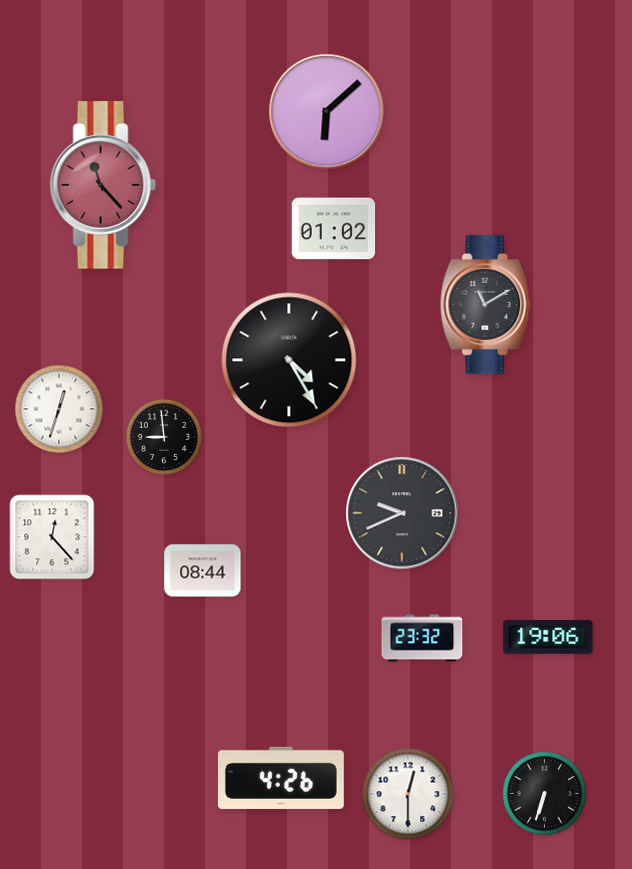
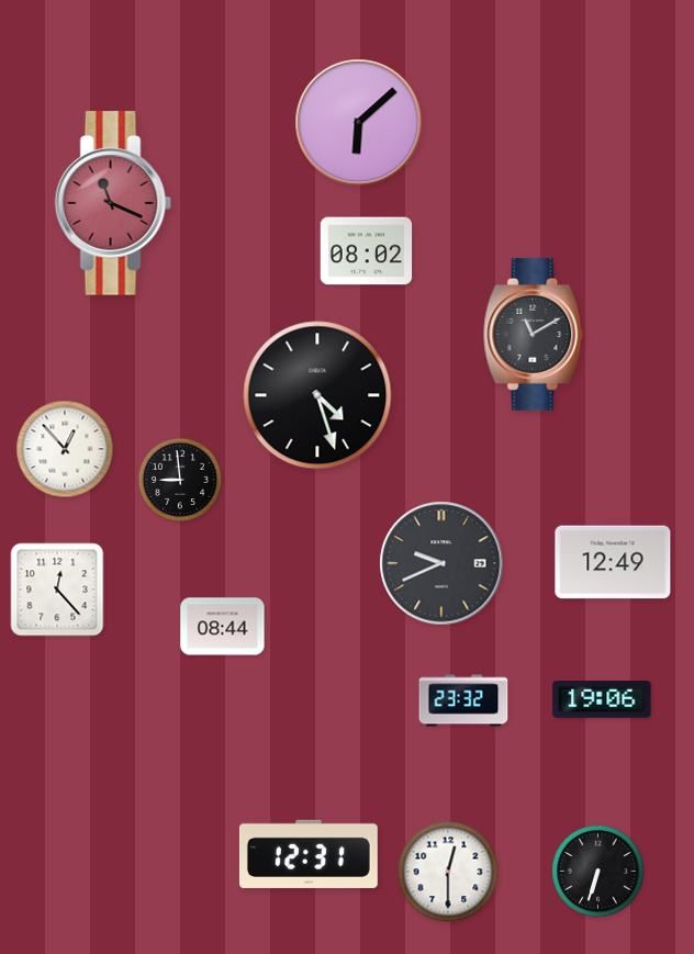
clock at (103, 185): 11:23 -> 11:19
clock at (334, 229): 01:02 -> 08:02
clock at (289, 360): 4:25 -> 4:27
clock at (59, 409): 12:33 -> 12:53
clock at (613, 562): none -> 12:49
clock at (281, 778): 4:26 -> 12:31
